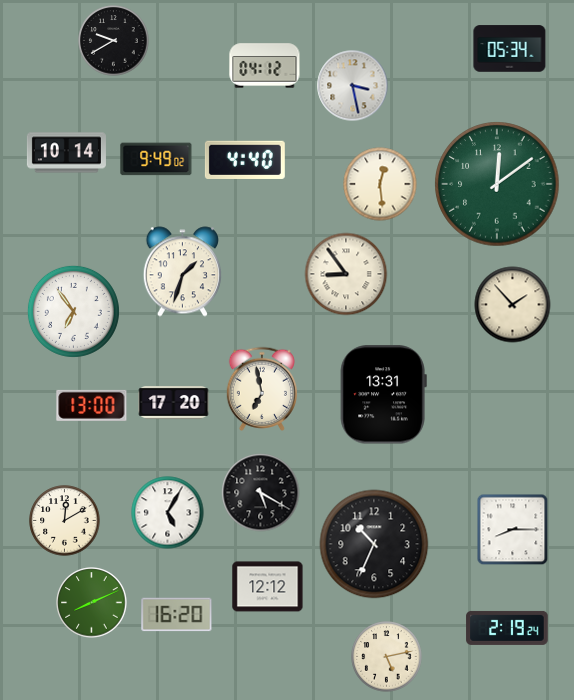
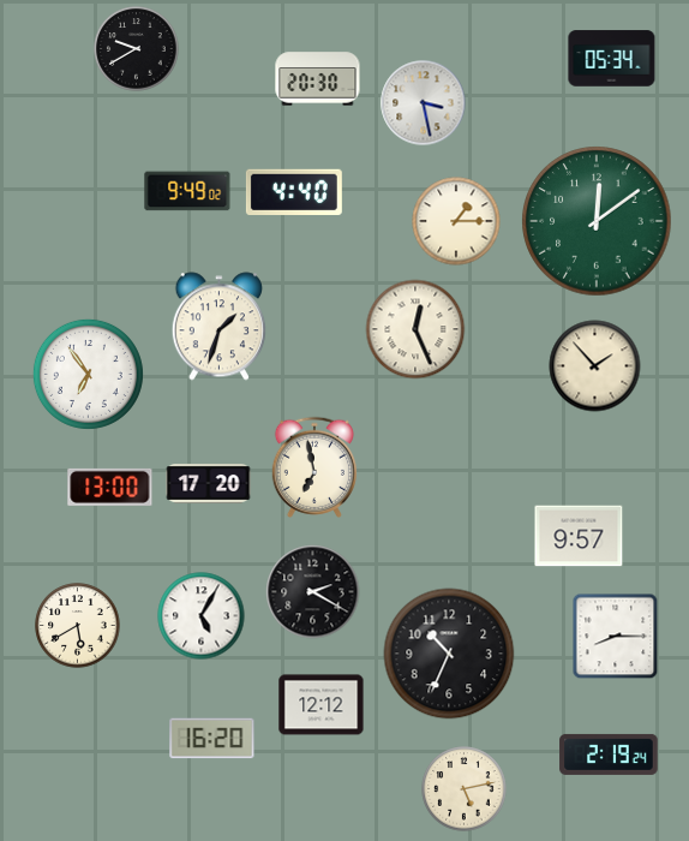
clock at (265, 66): 04:12 -> 20:30
clock at (66, 153): 10:14 -> none
clock at (380, 184): 12:29 -> 1:15
clock at (346, 274): 8:54 -> 12:26
clock at (513, 305) position: (513, 305) -> (595, 366)
clock at (383, 395): 13:31 -> none
clock at (579, 536): none -> 9:57
clock at (261, 493): 5:20 -> 2:20
clock at (65, 521): 12:10 -> 5:40
clock at (92, 603): 8:11 -> none
